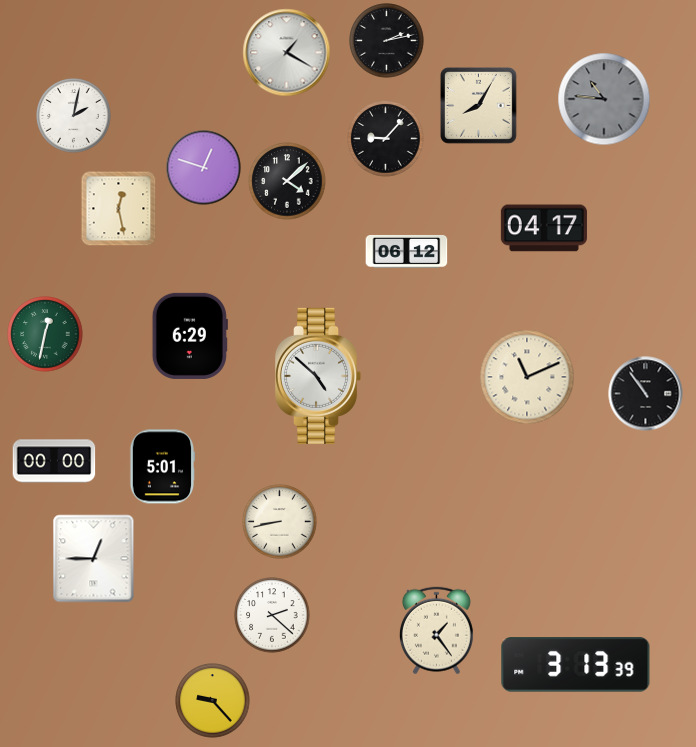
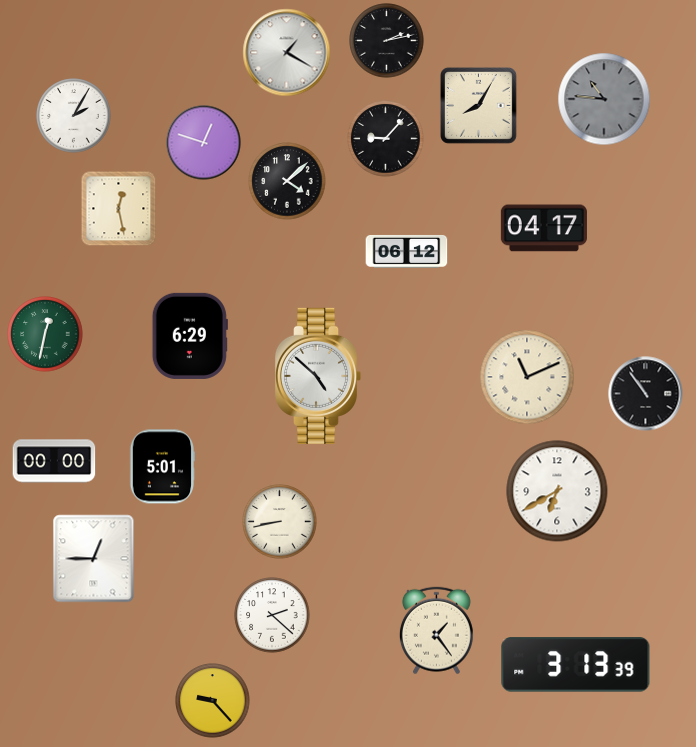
clock at (74, 116): 2:02 -> 2:05
clock at (204, 168) position: (204, 168) -> (204, 143)
clock at (557, 491): none -> 6:40
